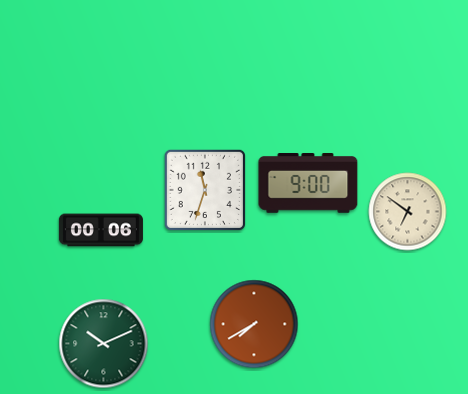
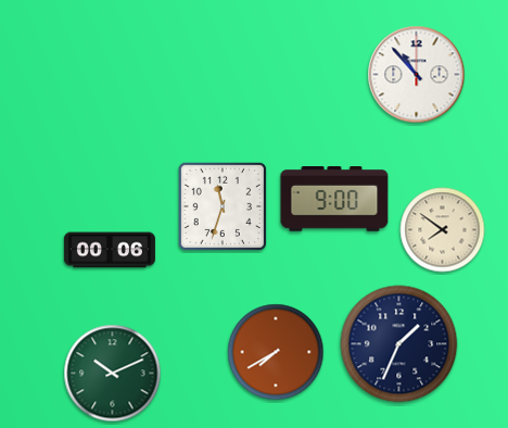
clock at (417, 75): none -> 10:53
clock at (408, 212): 6:51 -> 7:51
clock at (399, 344): none -> 1:34
